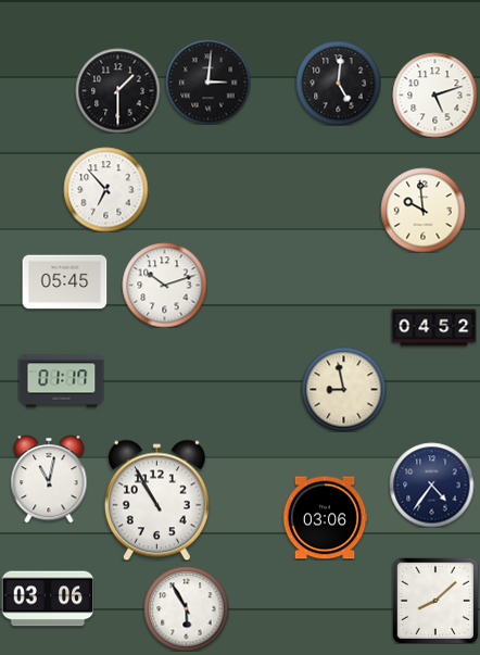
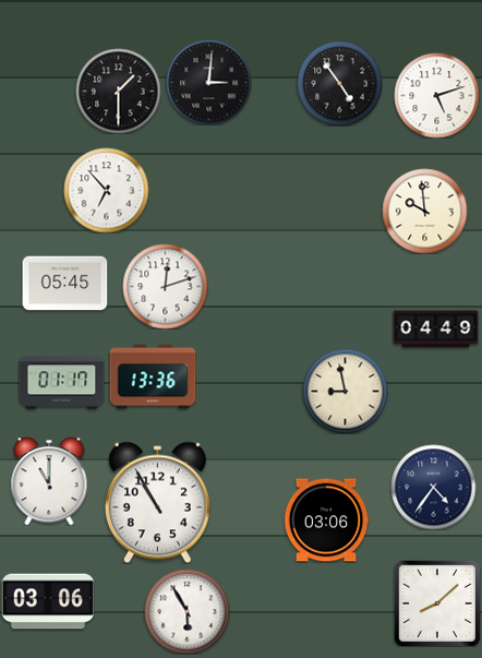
clock at (338, 83): 5:01 -> 4:54
clock at (164, 285): 10:12 -> 12:12
clock at (433, 328): 04:52 -> 04:49
clock at (153, 376): none -> 13:36
clock at (49, 479): 11:02 -> 11:00
